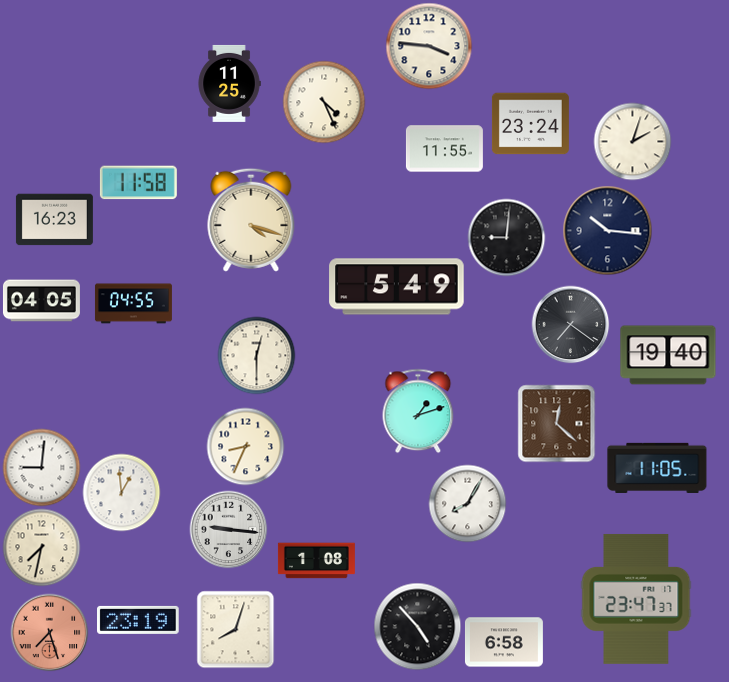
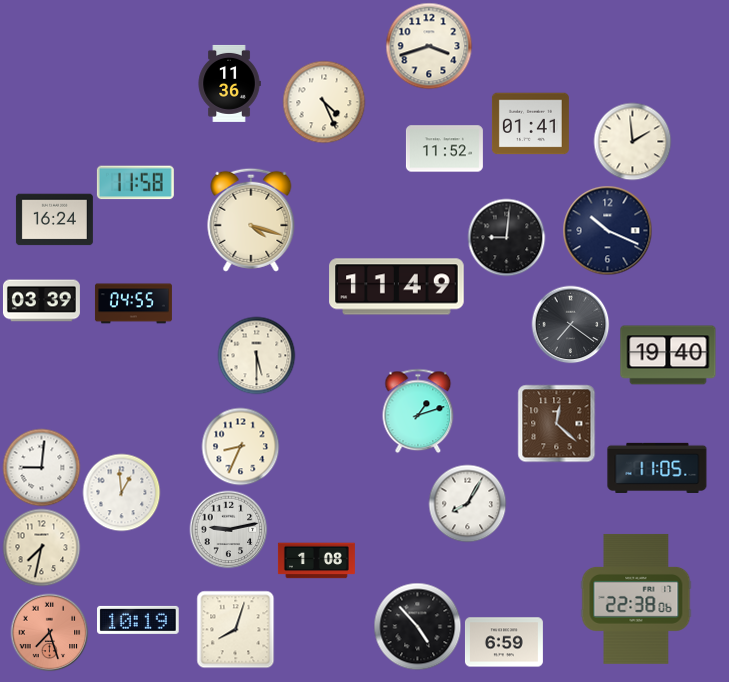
clock at (429, 46): 3:46 -> 3:42
clock at (229, 83): 11:25 -> 11:36
clock at (530, 124): 23:24 -> 01:41
clock at (632, 141): 2:03 -> 1:59
clock at (444, 149): 11:55 -> 11:52
clock at (138, 183) position: (138, 183) -> (135, 183)
clock at (54, 220): 16:23 -> 16:24
clock at (607, 230): 10:16 -> 10:19
clock at (397, 287): 5:49 -> 11:49
clock at (41, 301): 04:05 -> 03:39
clock at (256, 355): 12:30 -> 5:30
clock at (245, 446) position: (245, 446) -> (240, 446)
clock at (228, 529): 9:16 -> 9:13
clock at (636, 599): 23:47 -> 22:38
clock at (139, 620): 23:19 -> 10:19
clock at (504, 642): 6:58 -> 6:59
